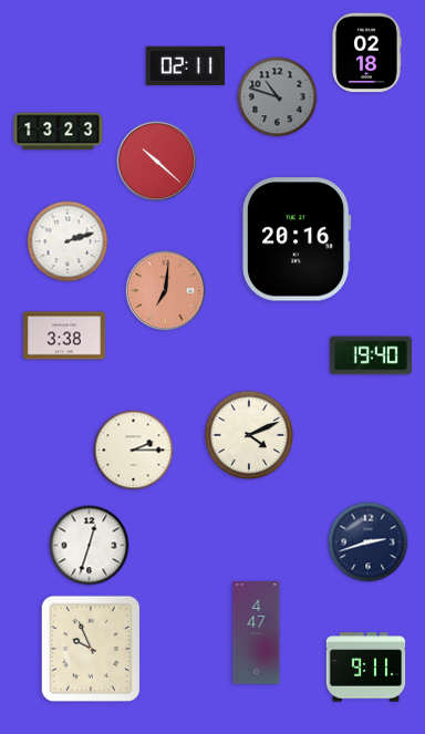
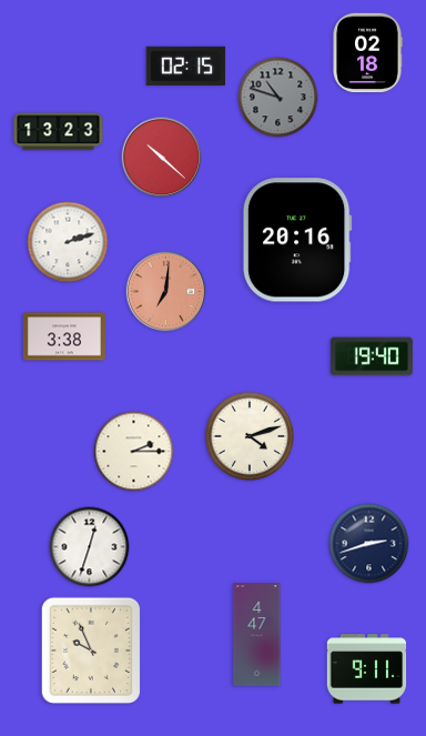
clock at (186, 65): 02:11 -> 02:15
clock at (157, 162) position: (157, 162) -> (162, 158)
clock at (249, 435): 4:11 -> 4:12
